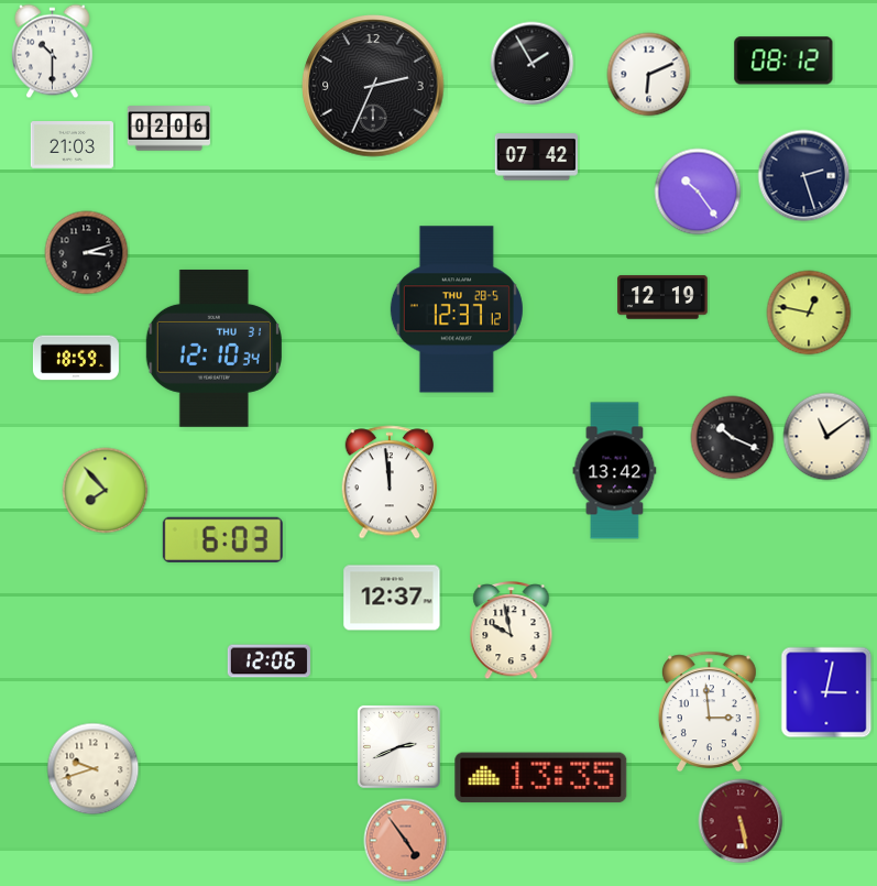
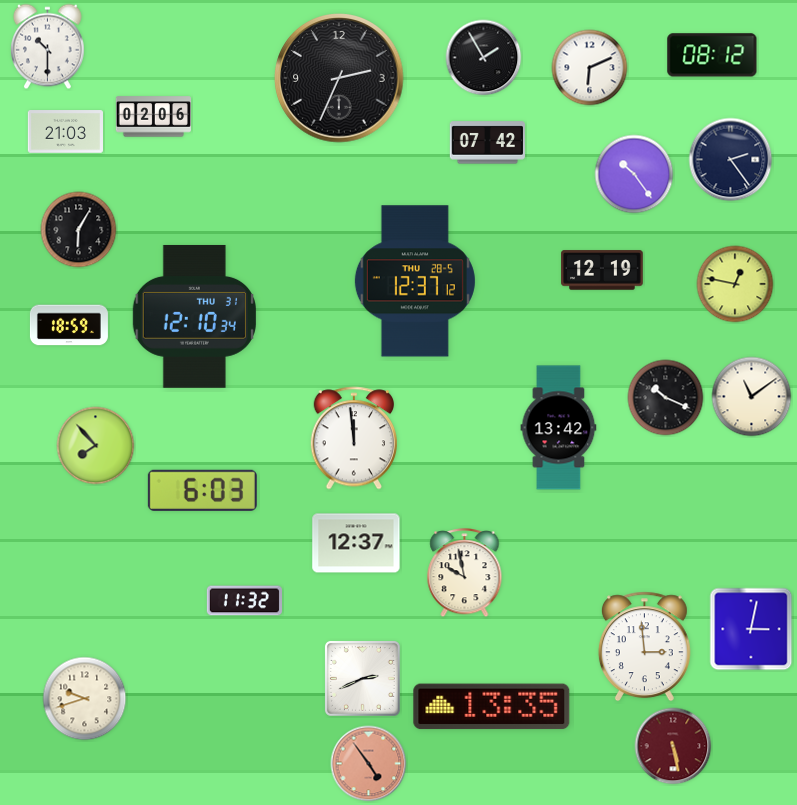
clock at (804, 176): 2:27 -> 2:24
clock at (87, 253): 3:12 -> 6:05
clock at (268, 661): 12:06 -> 11:32
